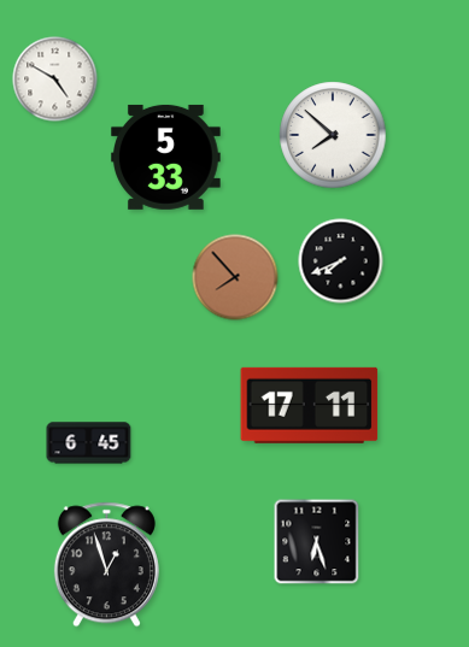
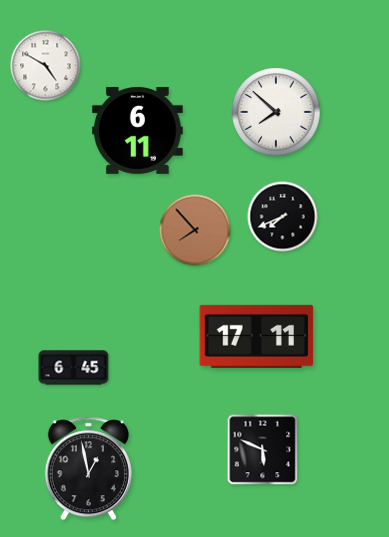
clock at (166, 157): 5:33 -> 6:11
clock at (317, 542): 6:27 -> 5:49
clock at (106, 565): 12:57 -> 12:58
